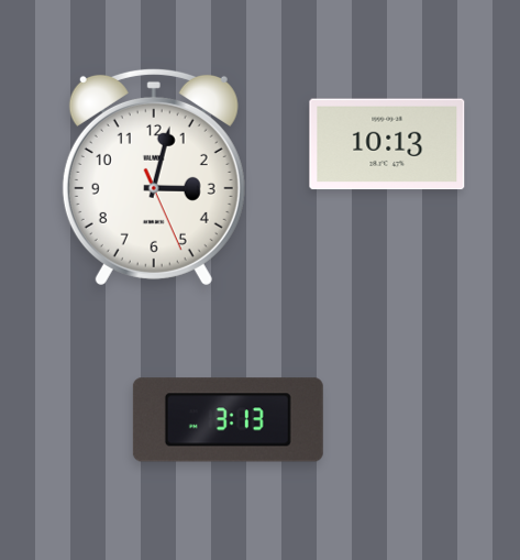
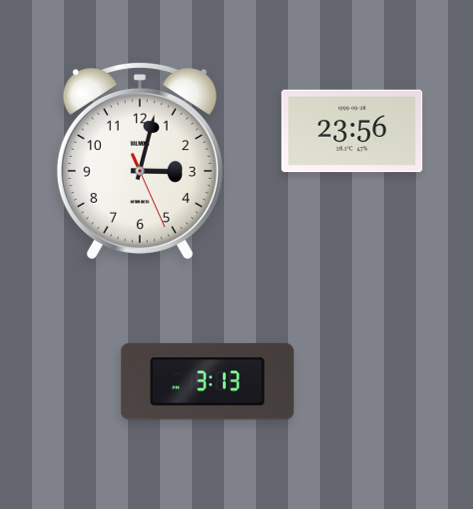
clock at (387, 144): 10:13 -> 23:56
